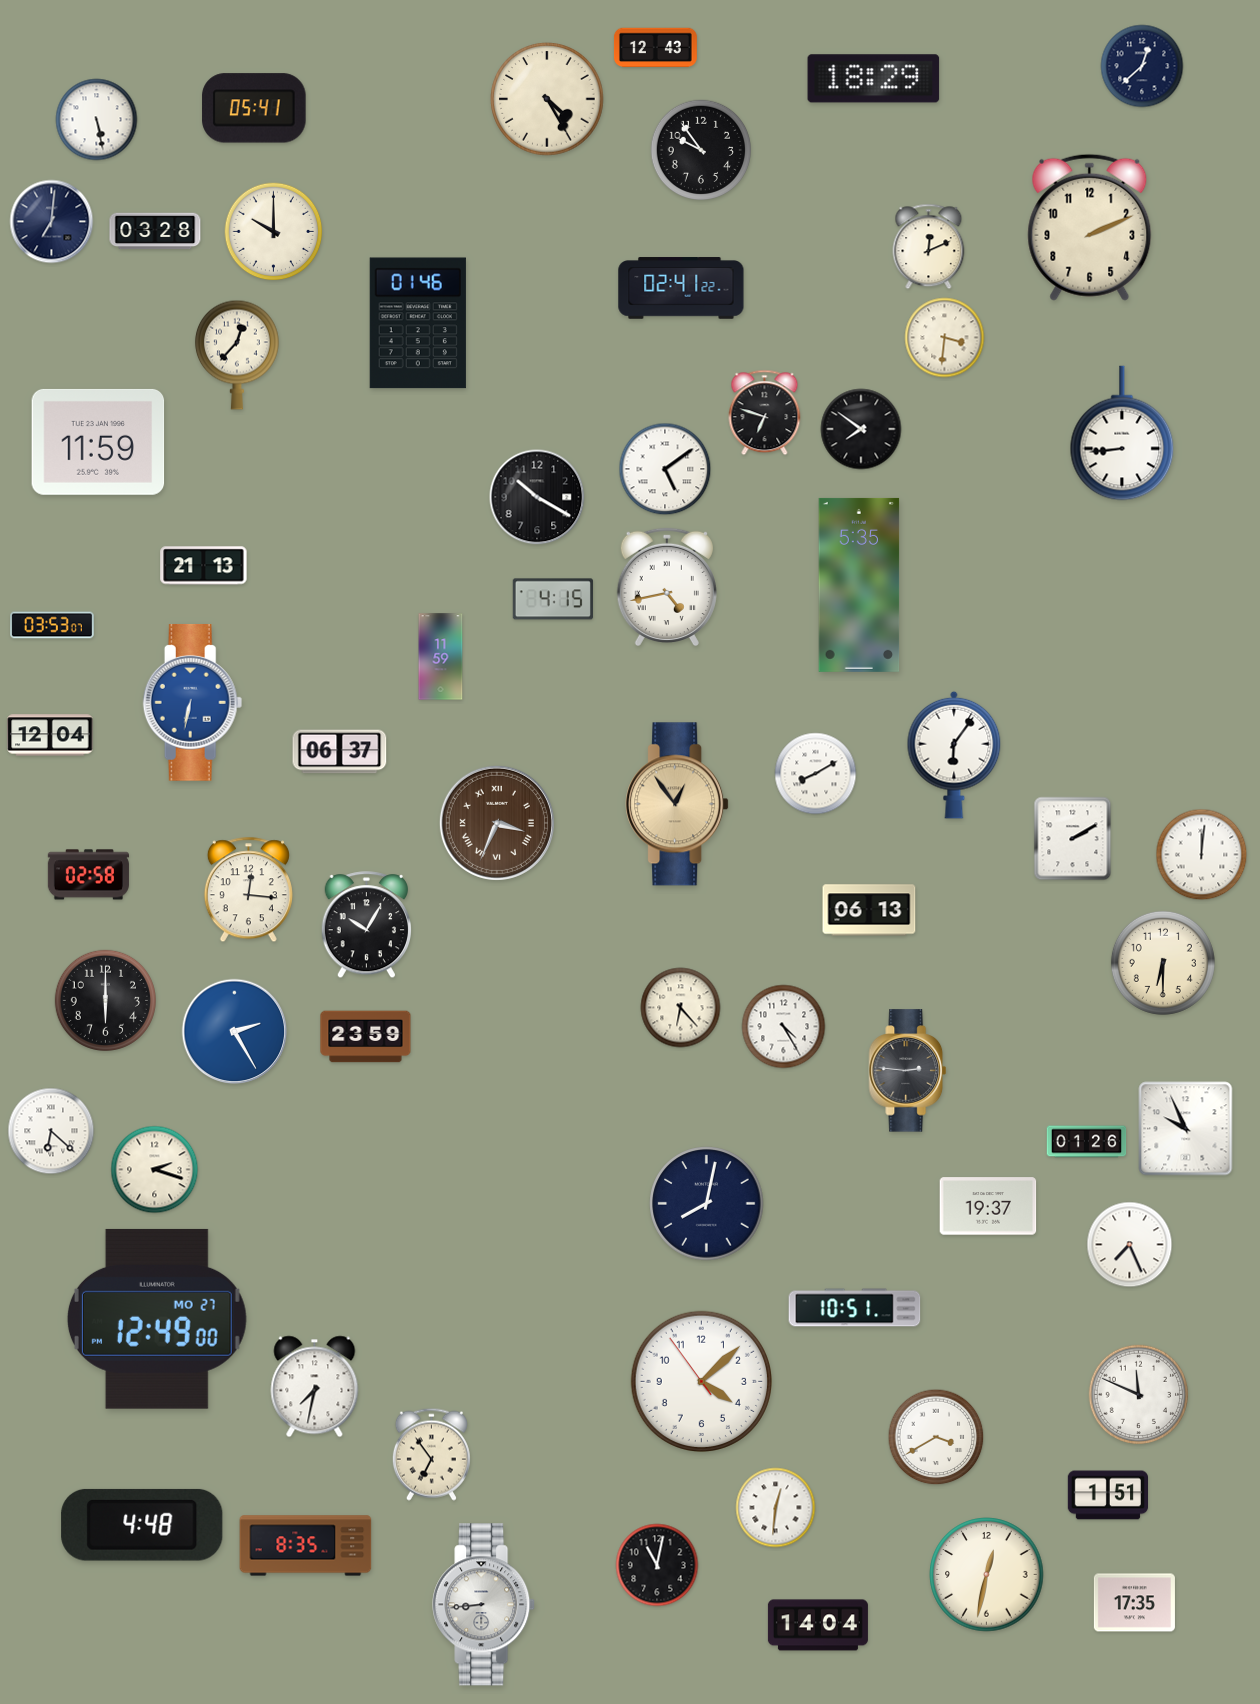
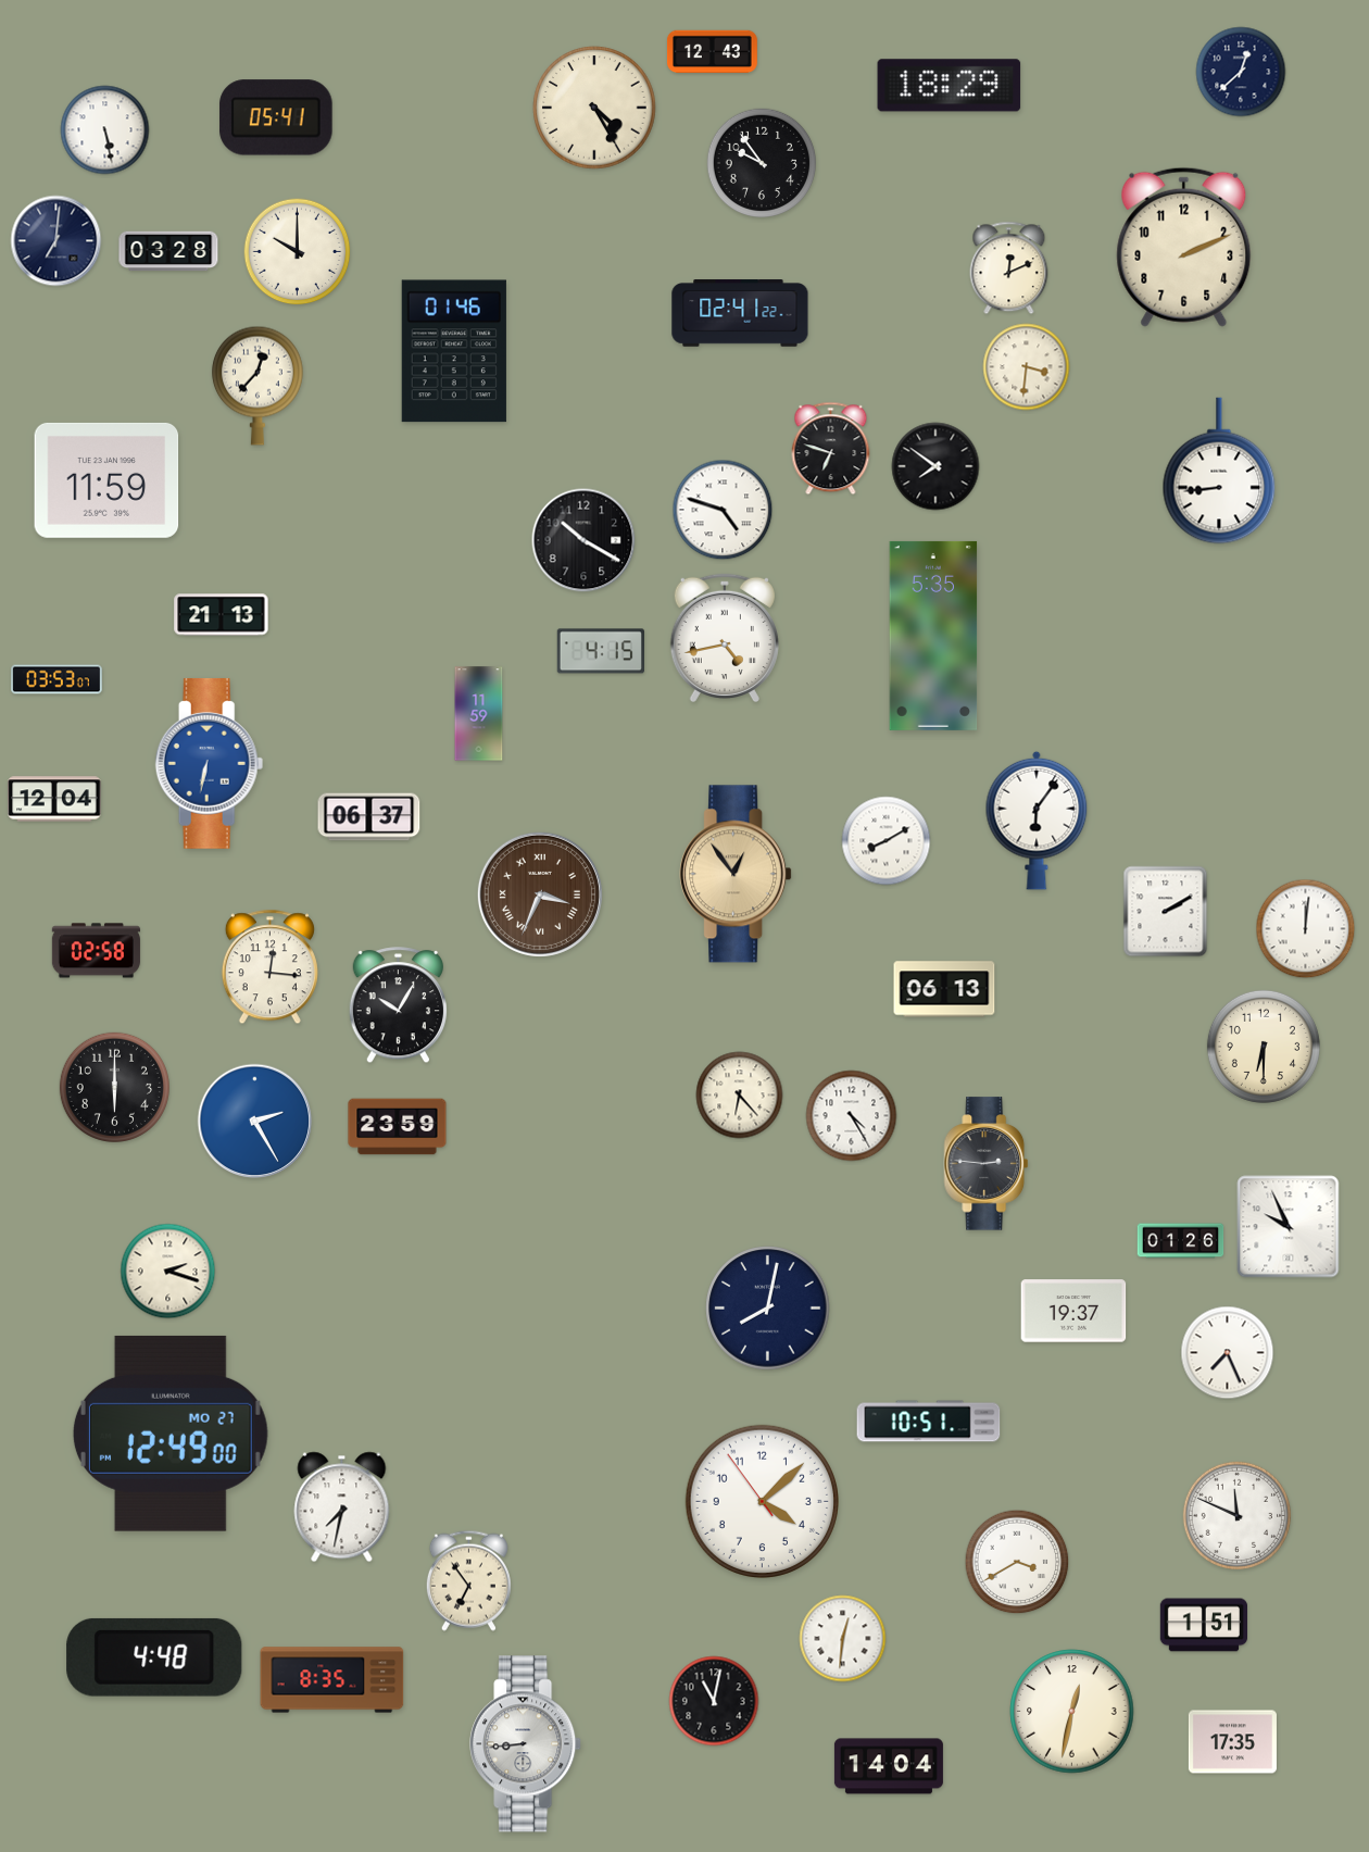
clock at (665, 469): 5:09 -> 4:48
clock at (51, 1131): 6:22 -> none
